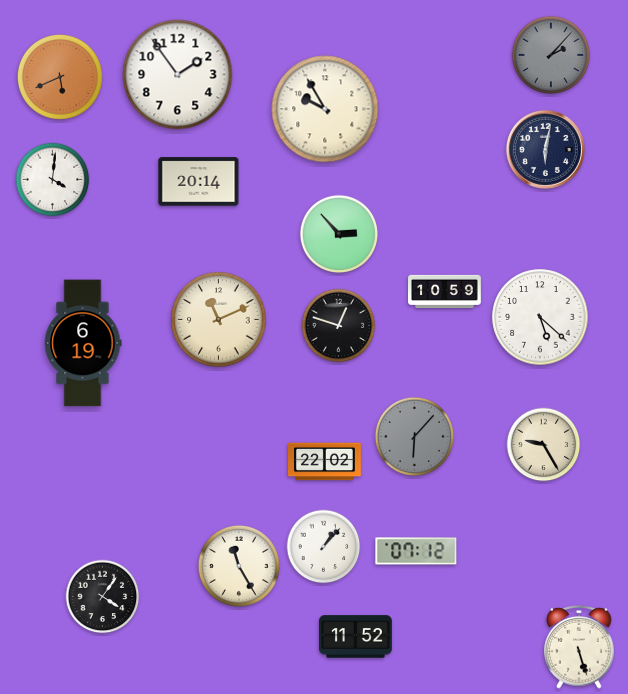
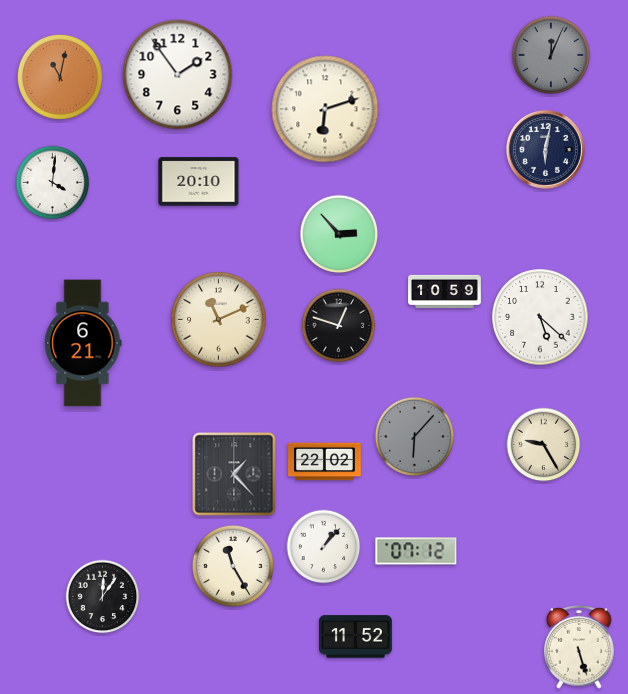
clock at (551, 55): 2:07 -> 12:04
clock at (60, 77): 5:41 -> 11:02
clock at (325, 109): 9:55 -> 6:12
clock at (53, 180) position: (53, 180) -> (53, 183)
clock at (199, 182): 20:14 -> 20:10
clock at (83, 343): 6:19 -> 6:21
clock at (234, 474): none -> 1:23
clock at (239, 566) position: (239, 566) -> (233, 566)
clock at (103, 597): 4:06 -> 12:06
